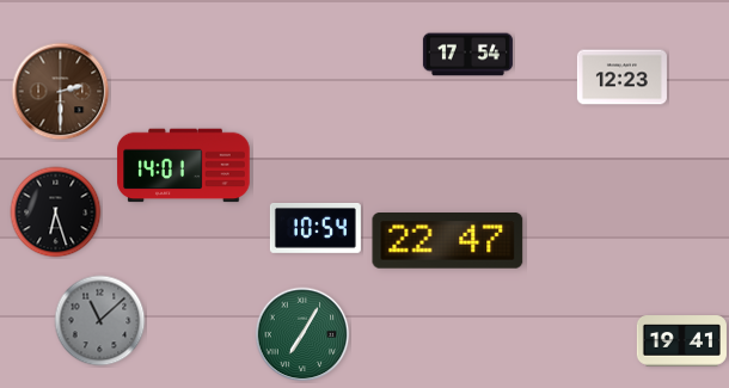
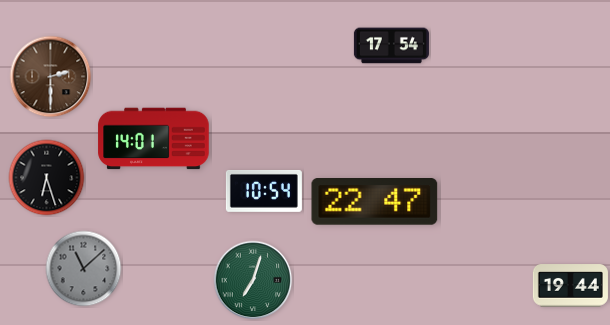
clock at (621, 78): 12:23 -> none
clock at (302, 334): 7:05 -> 7:03
clock at (681, 341): 19:41 -> 19:44
